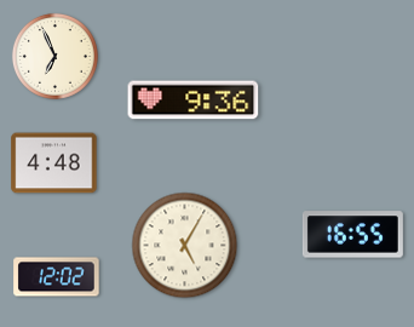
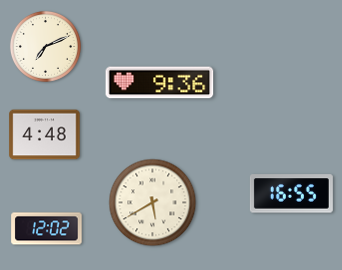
clock at (54, 56): 6:56 -> 7:11
clock at (185, 246): 5:05 -> 5:40
